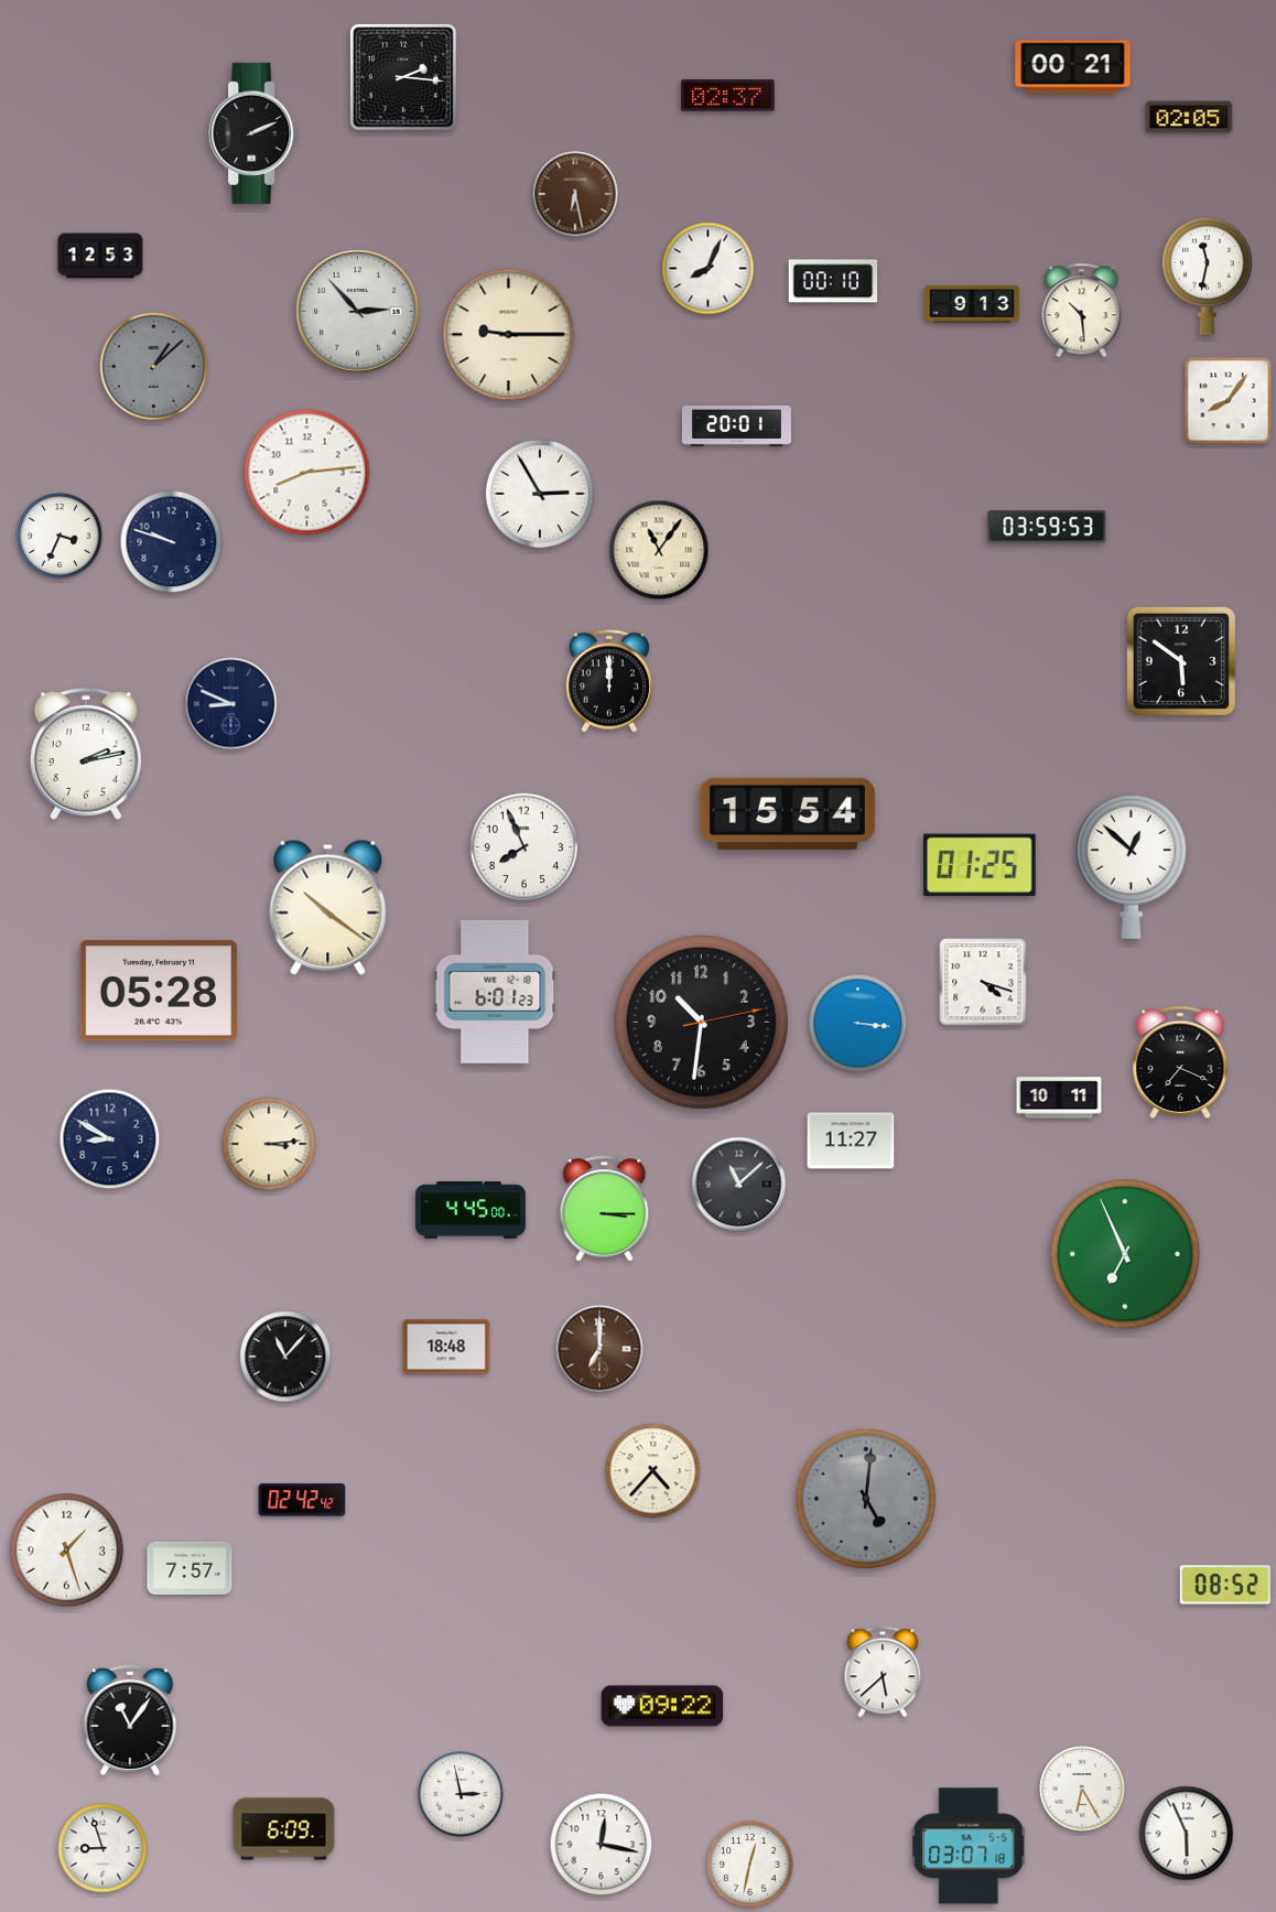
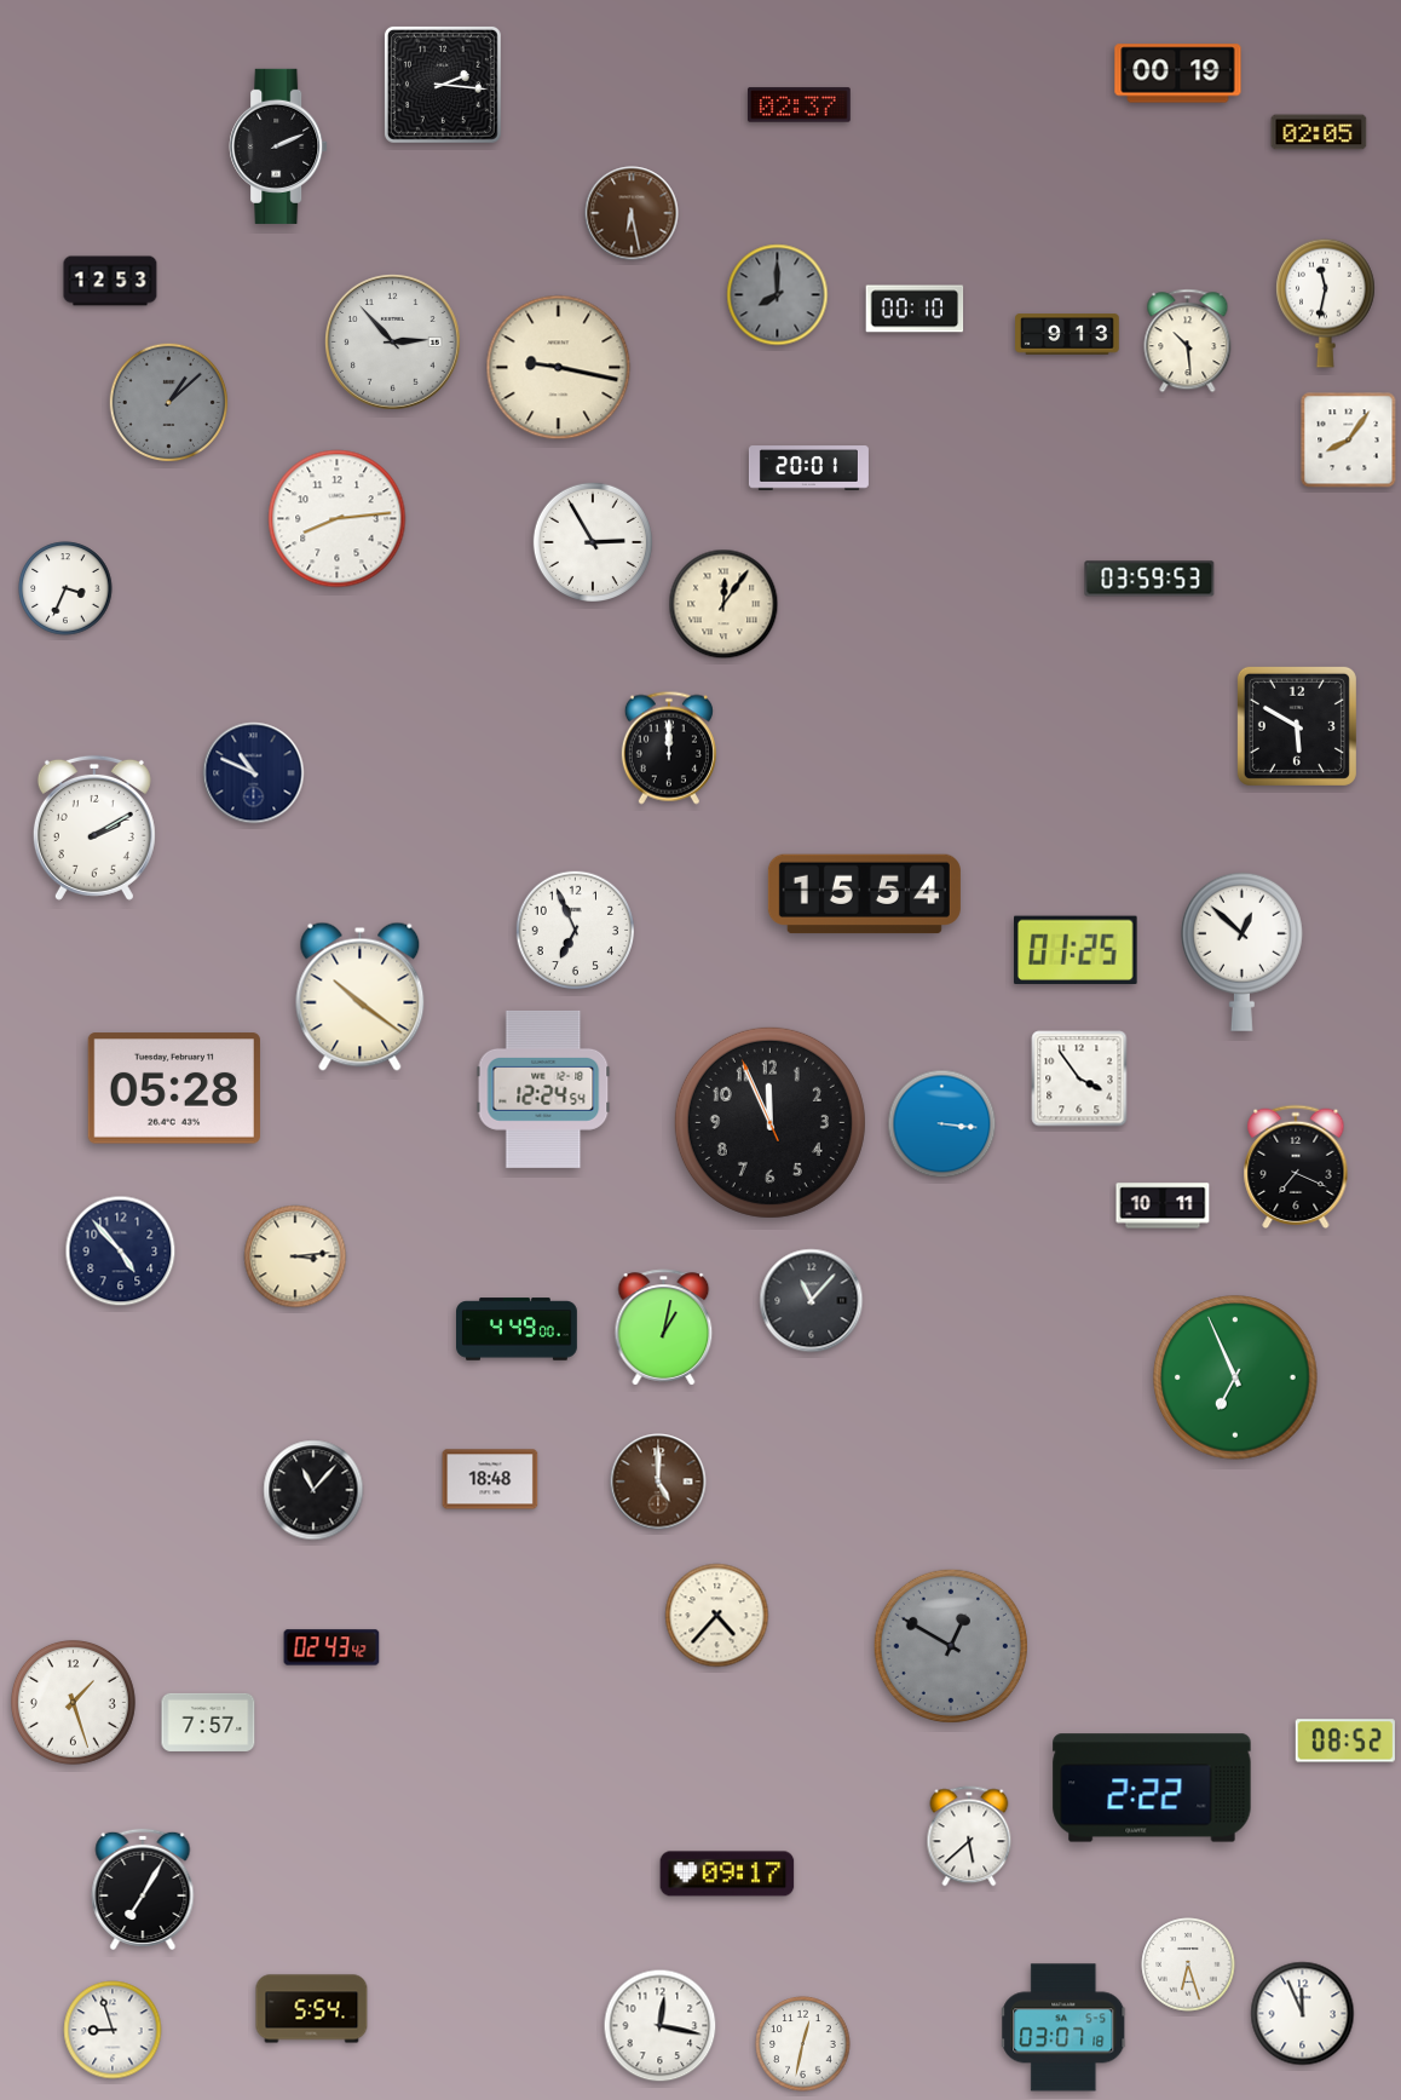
clock at (1073, 67): 00:21 -> 00:19
clock at (1189, 117) position: (1189, 117) -> (1319, 132)
clock at (709, 269): 8:04 -> 8:00
clock at (709, 269) dial: white -> grey
clock at (509, 335): 9:15 -> 9:17
clock at (172, 542): 9:48 -> none
clock at (659, 550): 11:06 -> 12:06
clock at (1181, 661): 5:51 -> 5:50
clock at (231, 704): 8:49 -> 10:49
clock at (86, 754): 2:13 -> 2:10
clock at (523, 846): 7:56 -> 6:56
clock at (983, 982): 4:18 -> 3:54
clock at (495, 992): 6:01 -> 12:24
clock at (701, 1022): 10:31 -> 11:55
clock at (110, 1139): 8:50 -> 4:53
clock at (851, 1141): 11:27 -> none
clock at (739, 1185): 11:08 -> 11:07
clock at (605, 1209): 3:15 -> 1:02
clock at (472, 1210): 4:45 -> 4:49
clock at (599, 1349): 7:00 -> 5:00
clock at (866, 1499): 5:01 -> 12:50
clock at (302, 1500): 02:42 -> 02:43
clock at (1152, 1788): none -> 2:22
clock at (662, 1706): 09:22 -> 09:17
clock at (130, 1720): 11:06 -> 7:05
clock at (1082, 1789): 6:25 -> 6:27
clock at (461, 1794): 2:58 -> none
clock at (284, 1829): 6:09 -> 5:54
clock at (1187, 1834): 5:56 -> 11:56
clock at (750, 1865) position: (750, 1865) -> (803, 2044)
